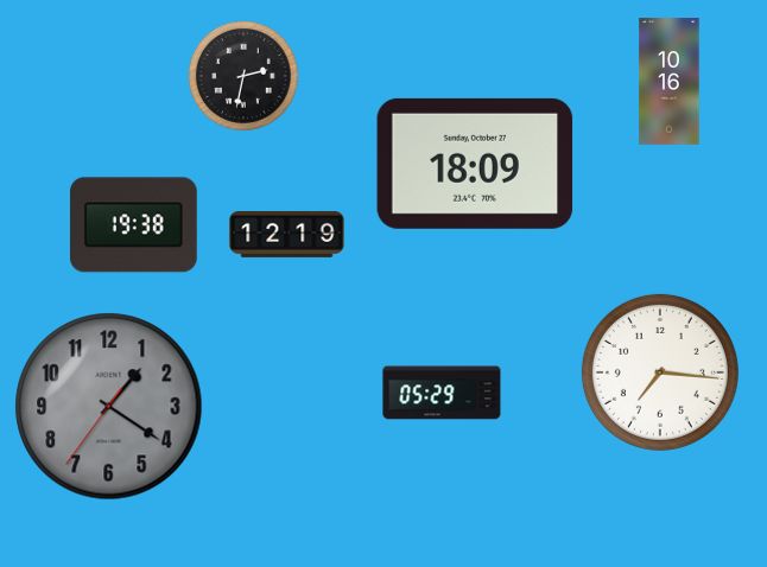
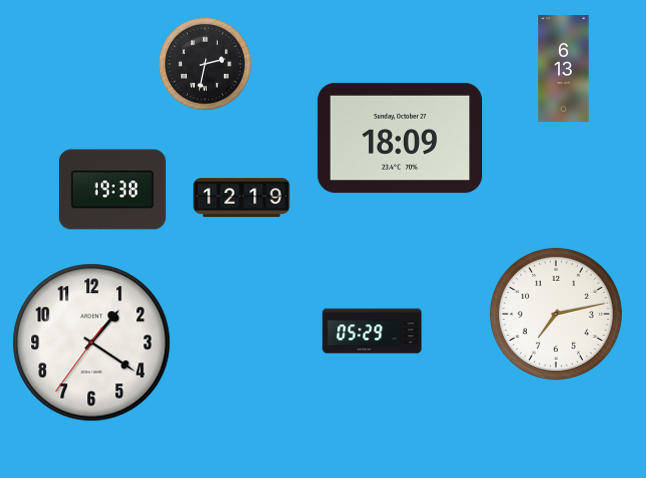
clock at (670, 82): 10:16 -> 6:13
clock at (660, 372): 7:16 -> 7:13
clock at (109, 407) dial: grey -> white
